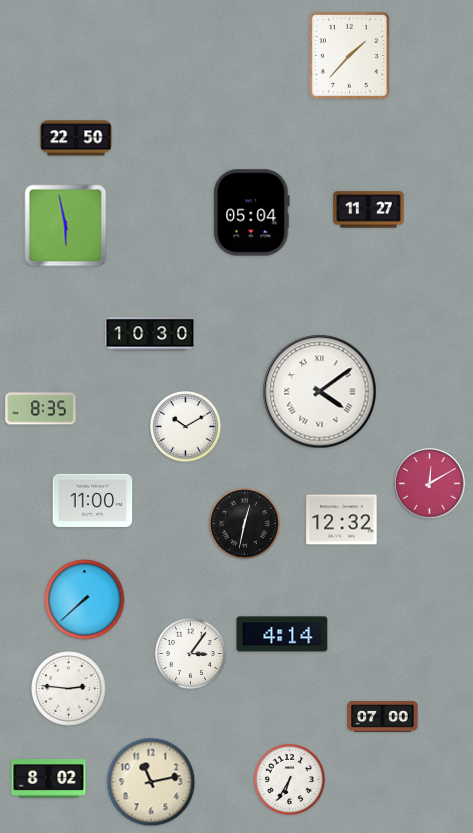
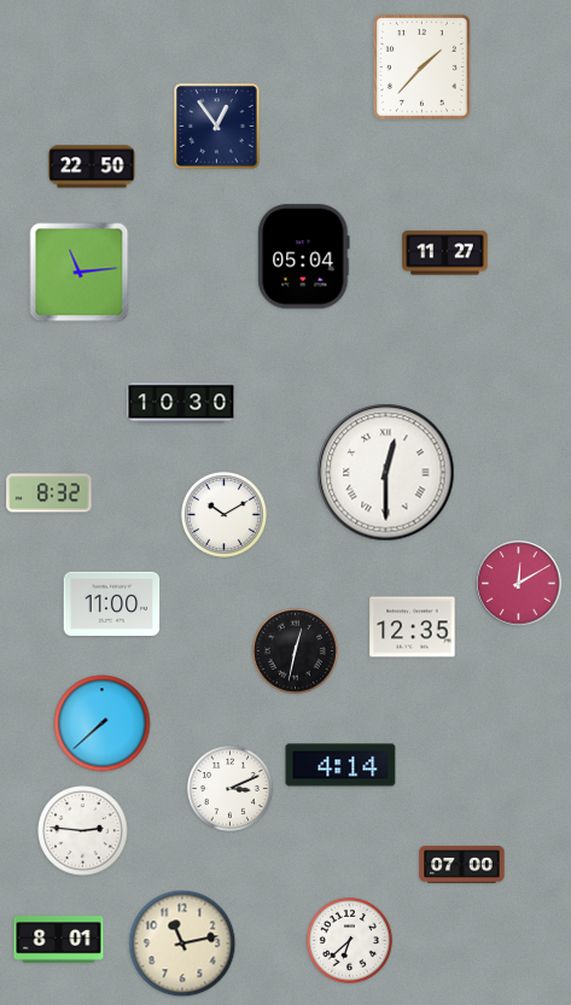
clock at (217, 127): none -> 12:54
clock at (66, 226): 5:58 -> 11:14
clock at (320, 392): 4:09 -> 12:30
clock at (41, 409): 8:35 -> 8:32
clock at (342, 520): 12:32 -> 12:35
clock at (244, 523) position: (244, 523) -> (295, 650)
clock at (190, 653): 3:06 -> 3:11
clock at (49, 779): 8:02 -> 8:01
clock at (289, 779): 6:35 -> 6:38
